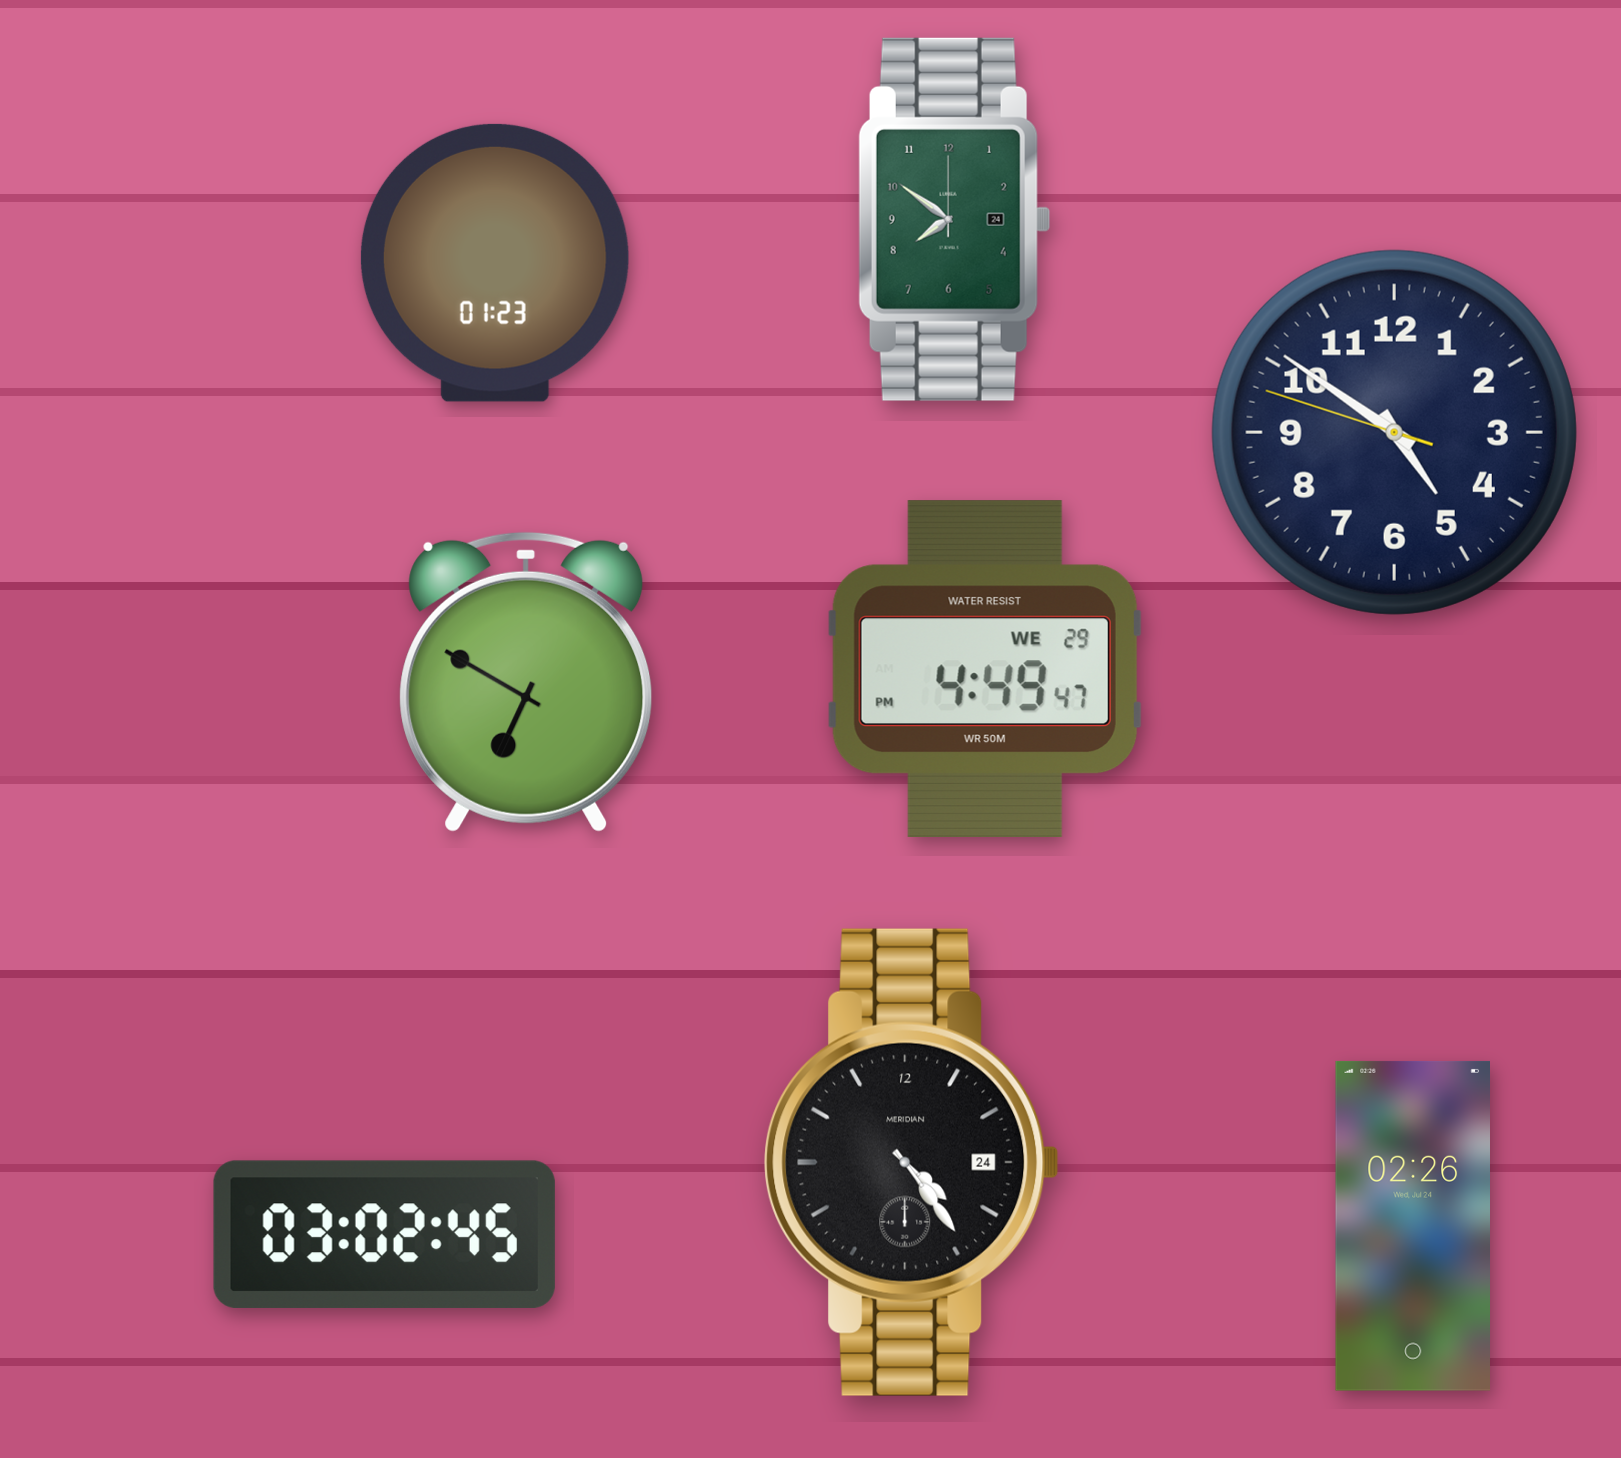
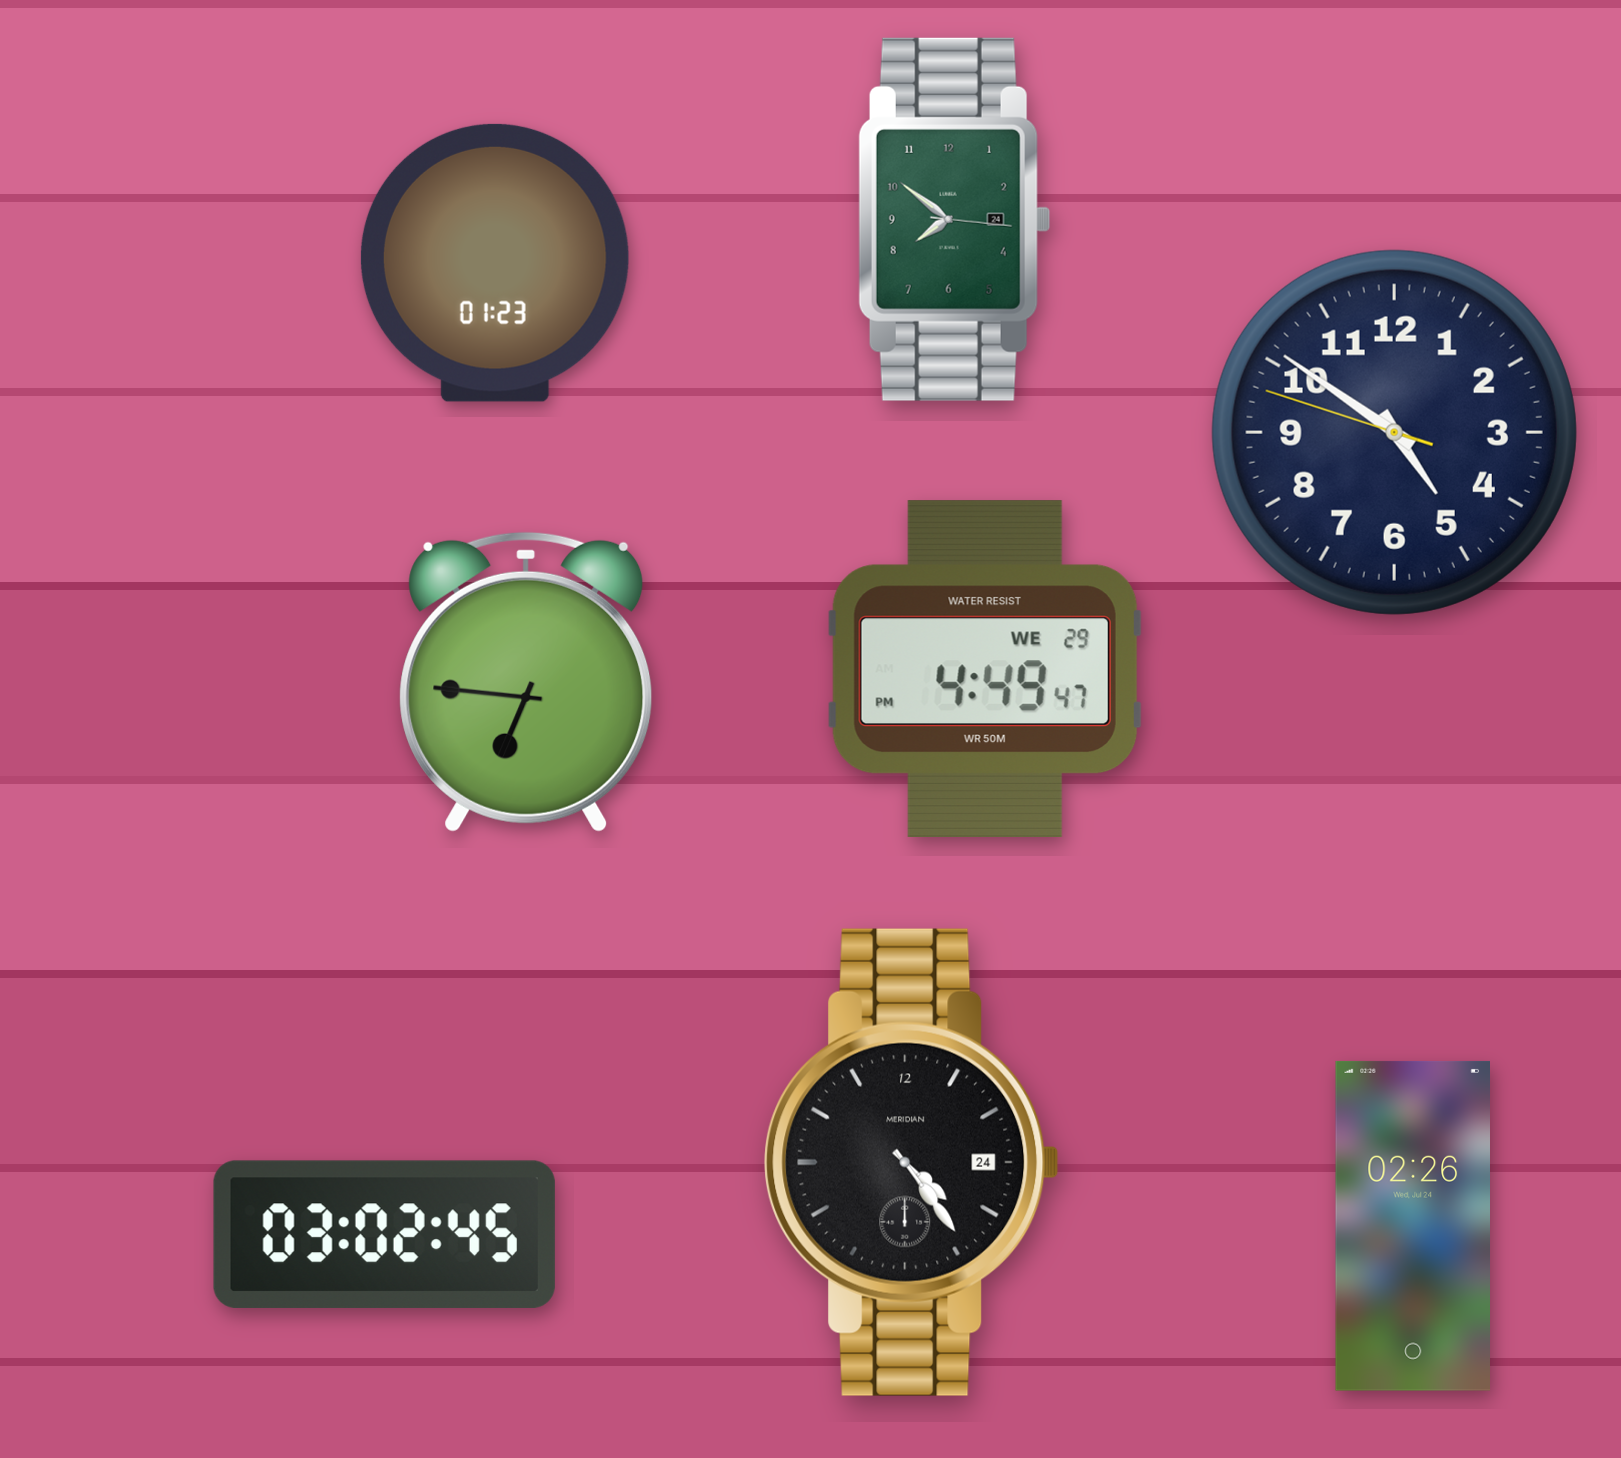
clock at (954, 219): 7:51:00 -> 7:51:16
clock at (526, 682): 6:50 -> 6:46
